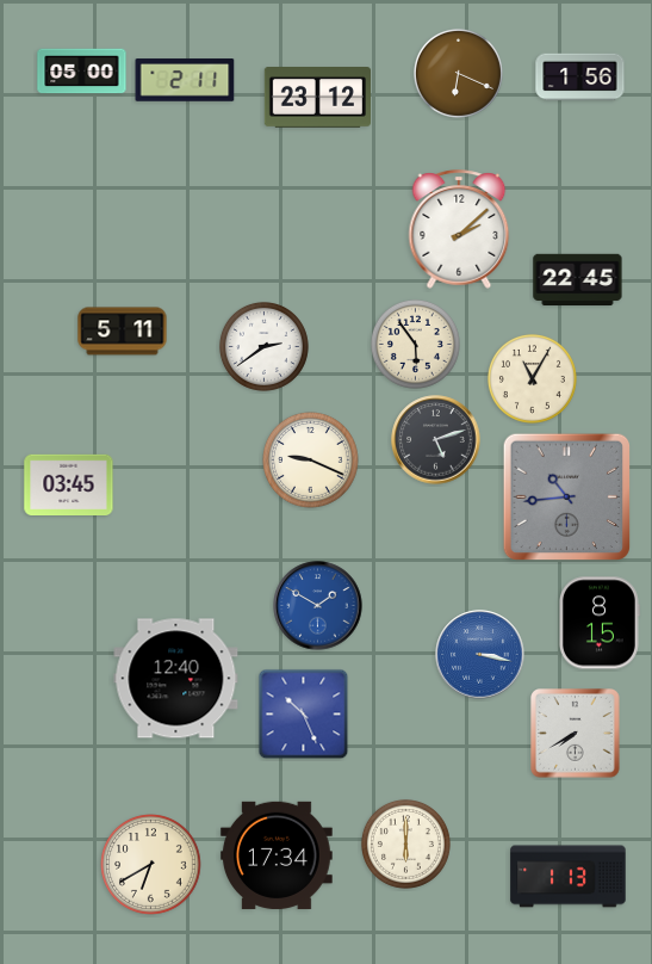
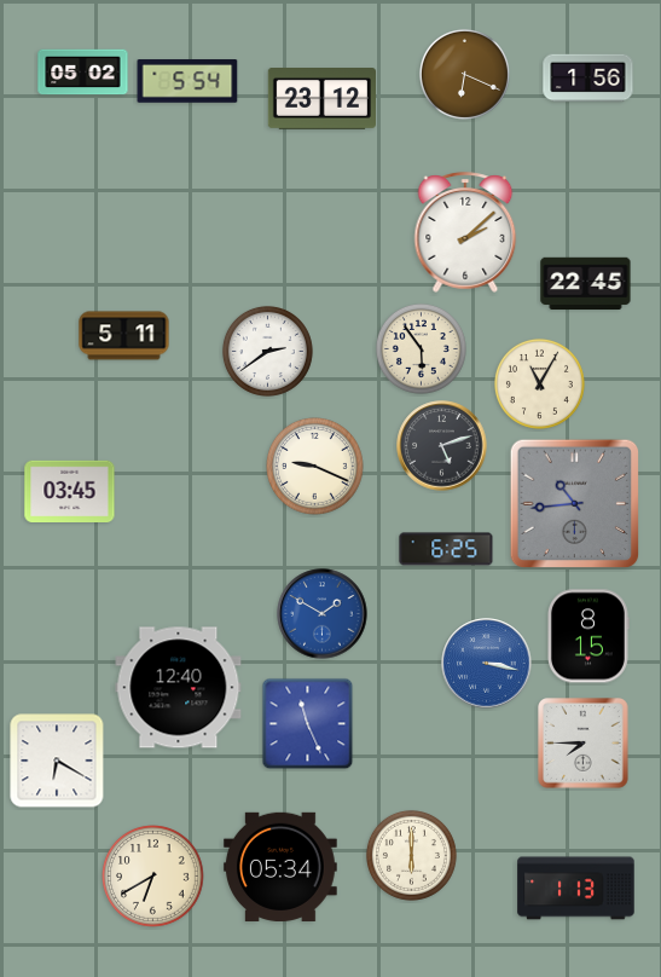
clock at (82, 72): 05:00 -> 05:02
clock at (185, 80): 2:11 -> 5:54
clock at (446, 549): none -> 6:25
clock at (598, 623) position: (598, 623) -> (587, 636)
clock at (304, 715): 10:26 -> 11:26
clock at (576, 734): 7:40 -> 7:45
clock at (57, 761): none -> 6:20
clock at (277, 855): 17:34 -> 05:34
